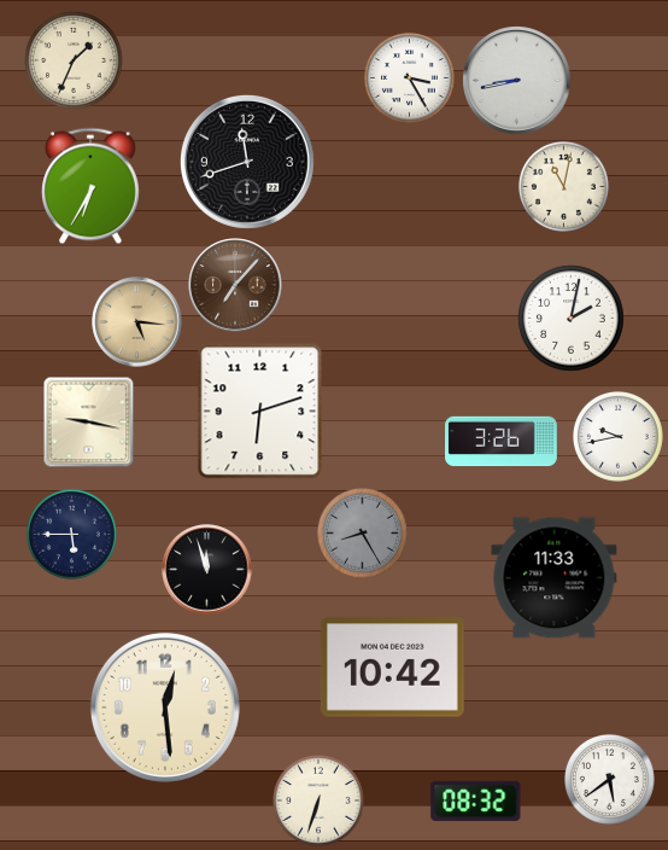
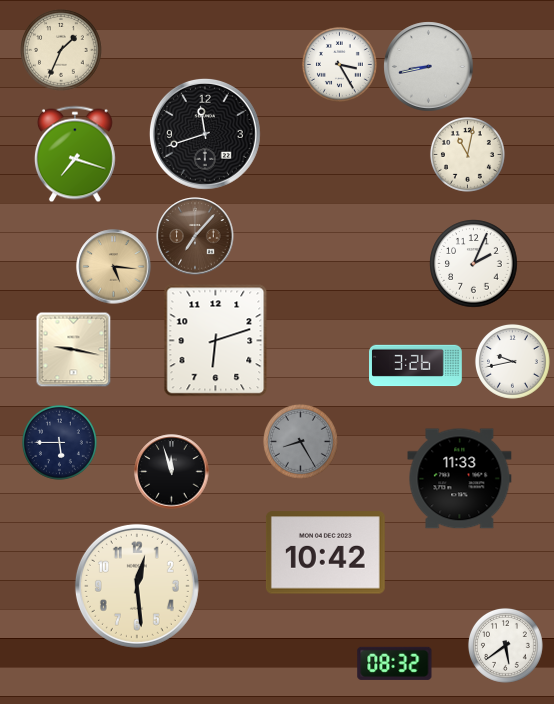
clock at (90, 186): 6:35 -> 7:18
clock at (572, 319): 2:02 -> 2:04
clock at (320, 802): 6:33 -> none
